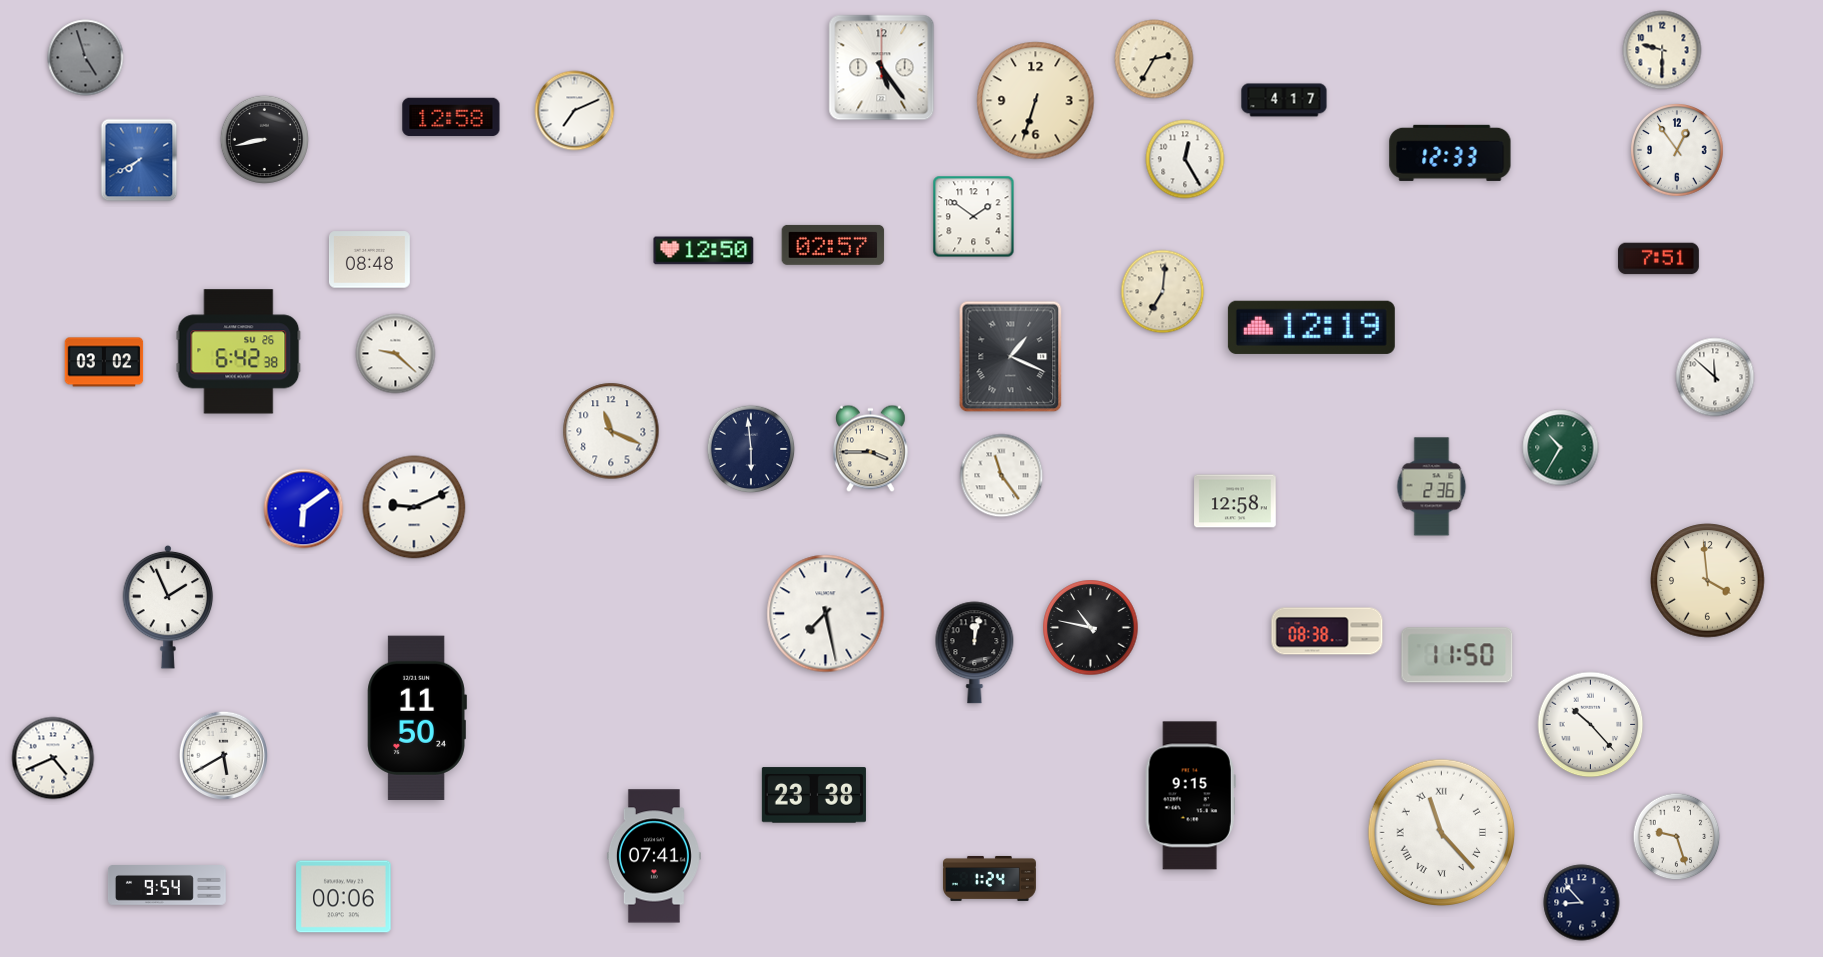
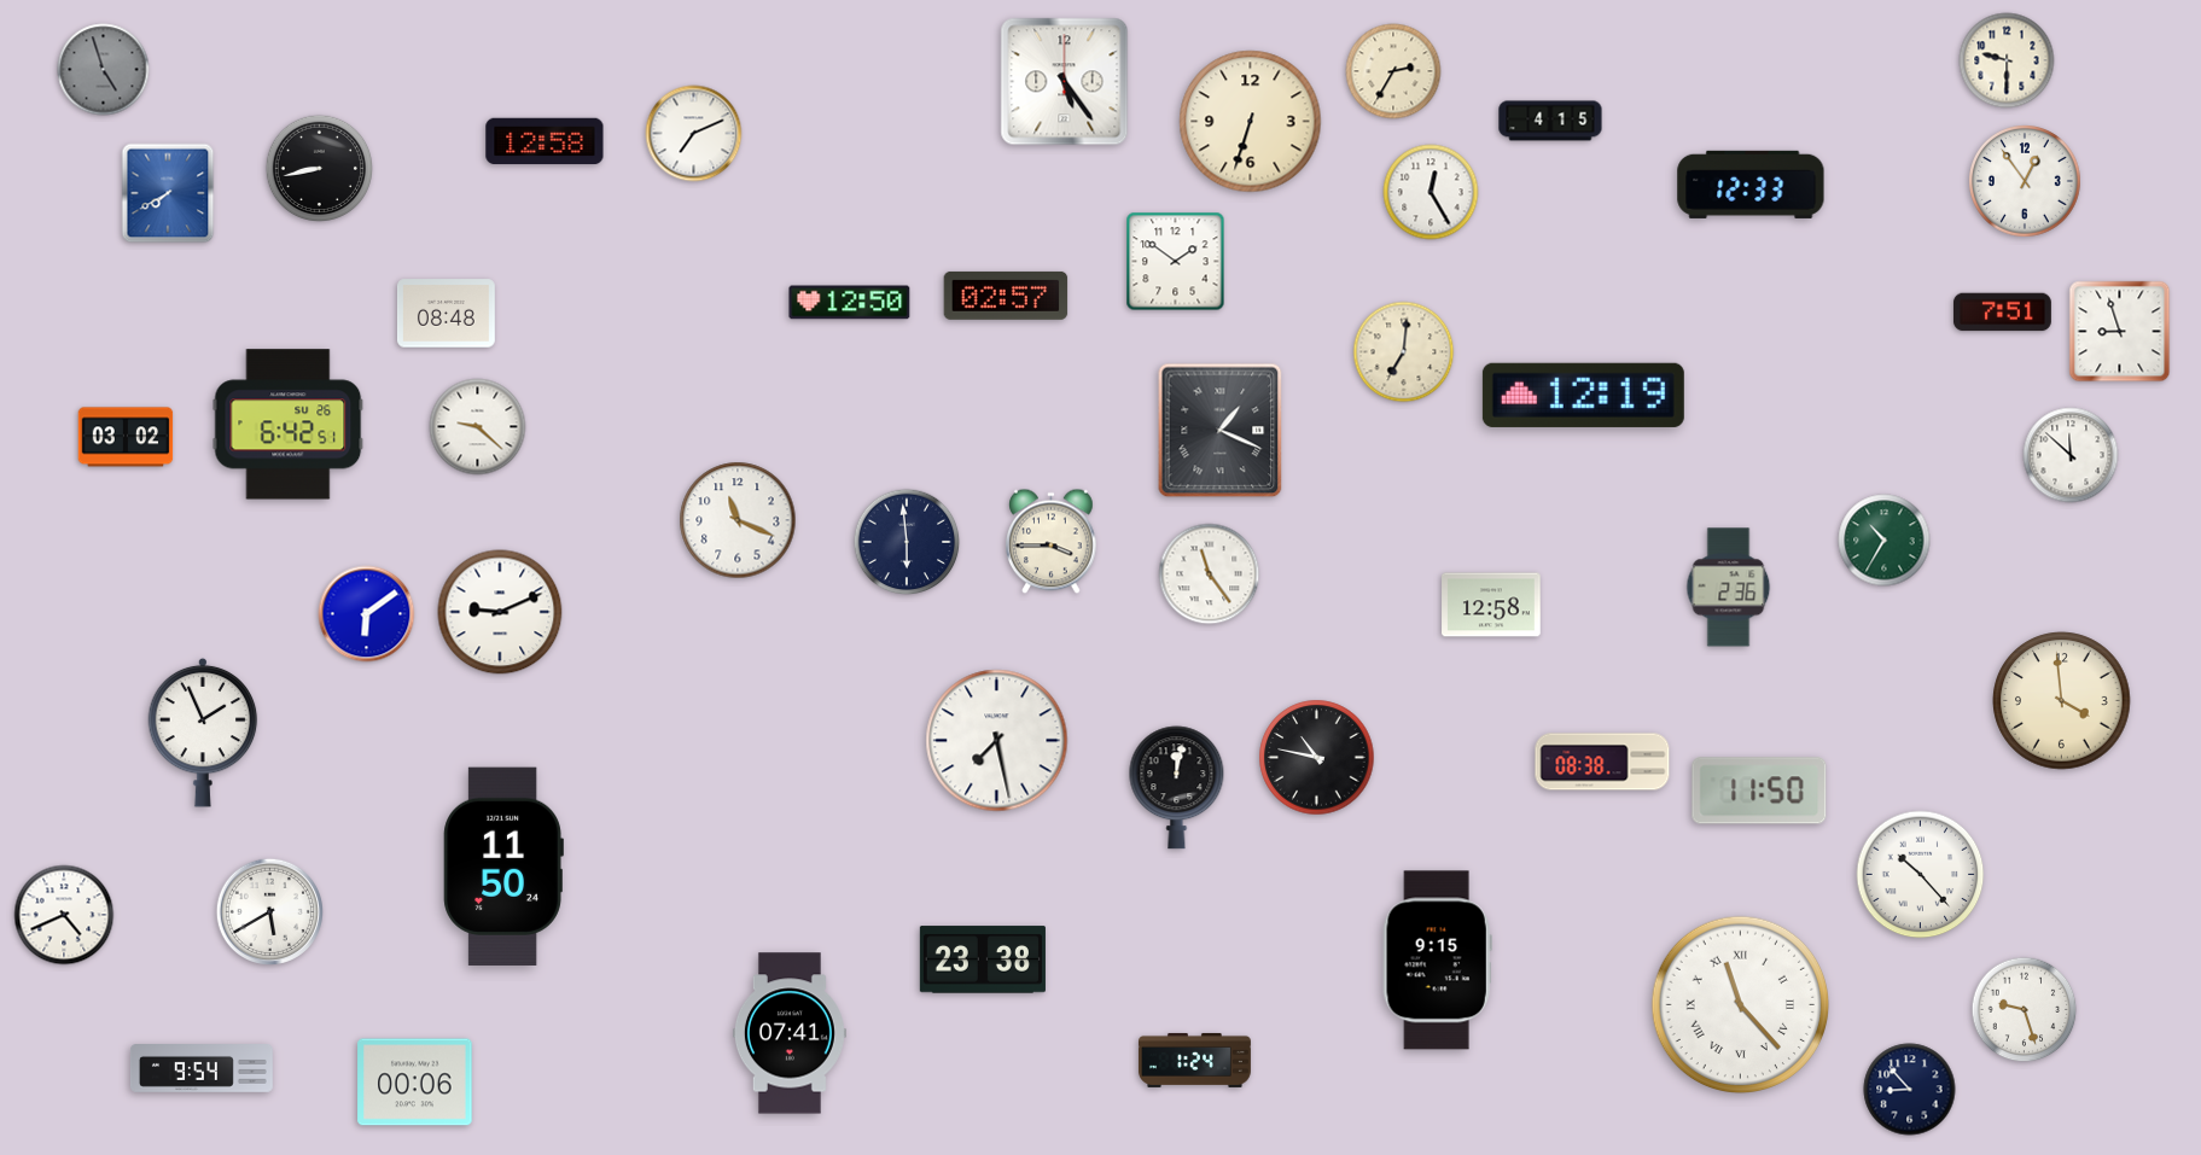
clock at (1284, 100): 4:17 -> 4:15
clock at (2120, 332): none -> 8:57
clock at (239, 352): 6:42:38 -> 6:42:51
